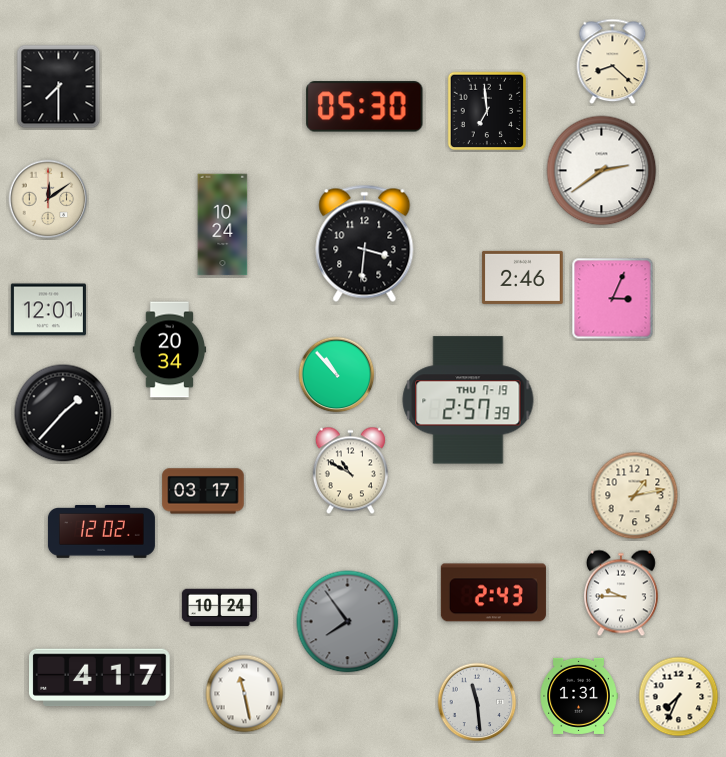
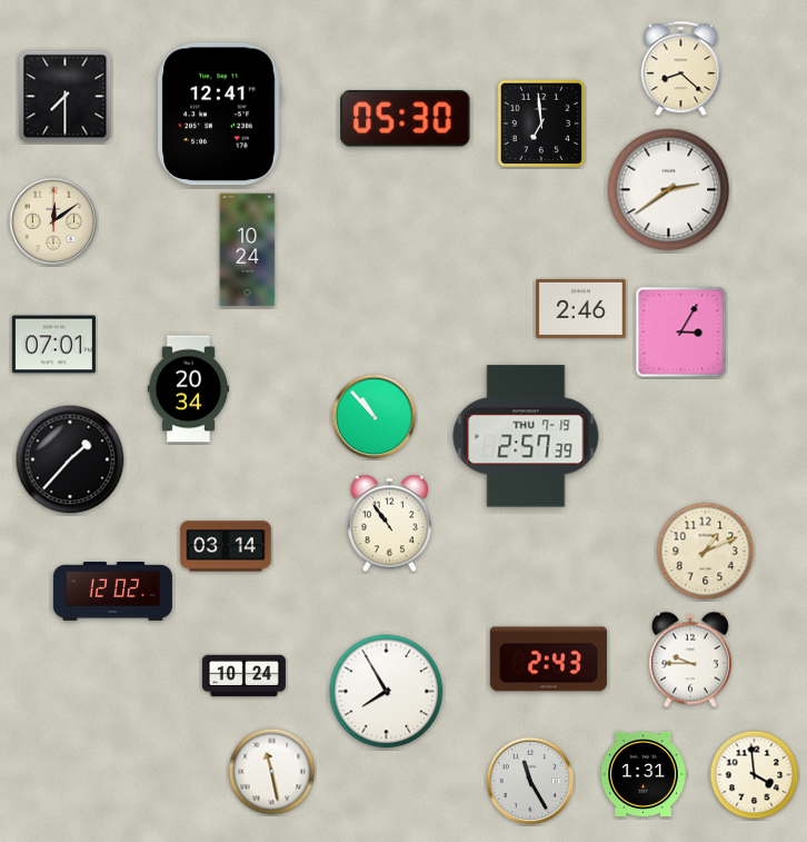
clock at (219, 115): none -> 12:41
clock at (365, 243): 3:31 -> none
clock at (613, 299): 3:04 -> 3:05
clock at (48, 310): 12:01 -> 07:01
clock at (468, 400) position: (468, 400) -> (526, 436)
clock at (350, 471): 10:50 -> 10:54
clock at (203, 491): 03:17 -> 03:14
clock at (635, 496): 1:13 -> 1:11
clock at (348, 622): 7:54 -> 7:55
clock at (348, 622) dial: grey -> white
clock at (100, 678): 4:17 -> none
clock at (679, 697): 7:34 -> 3:59
clock at (477, 702): 11:29 -> 11:25
